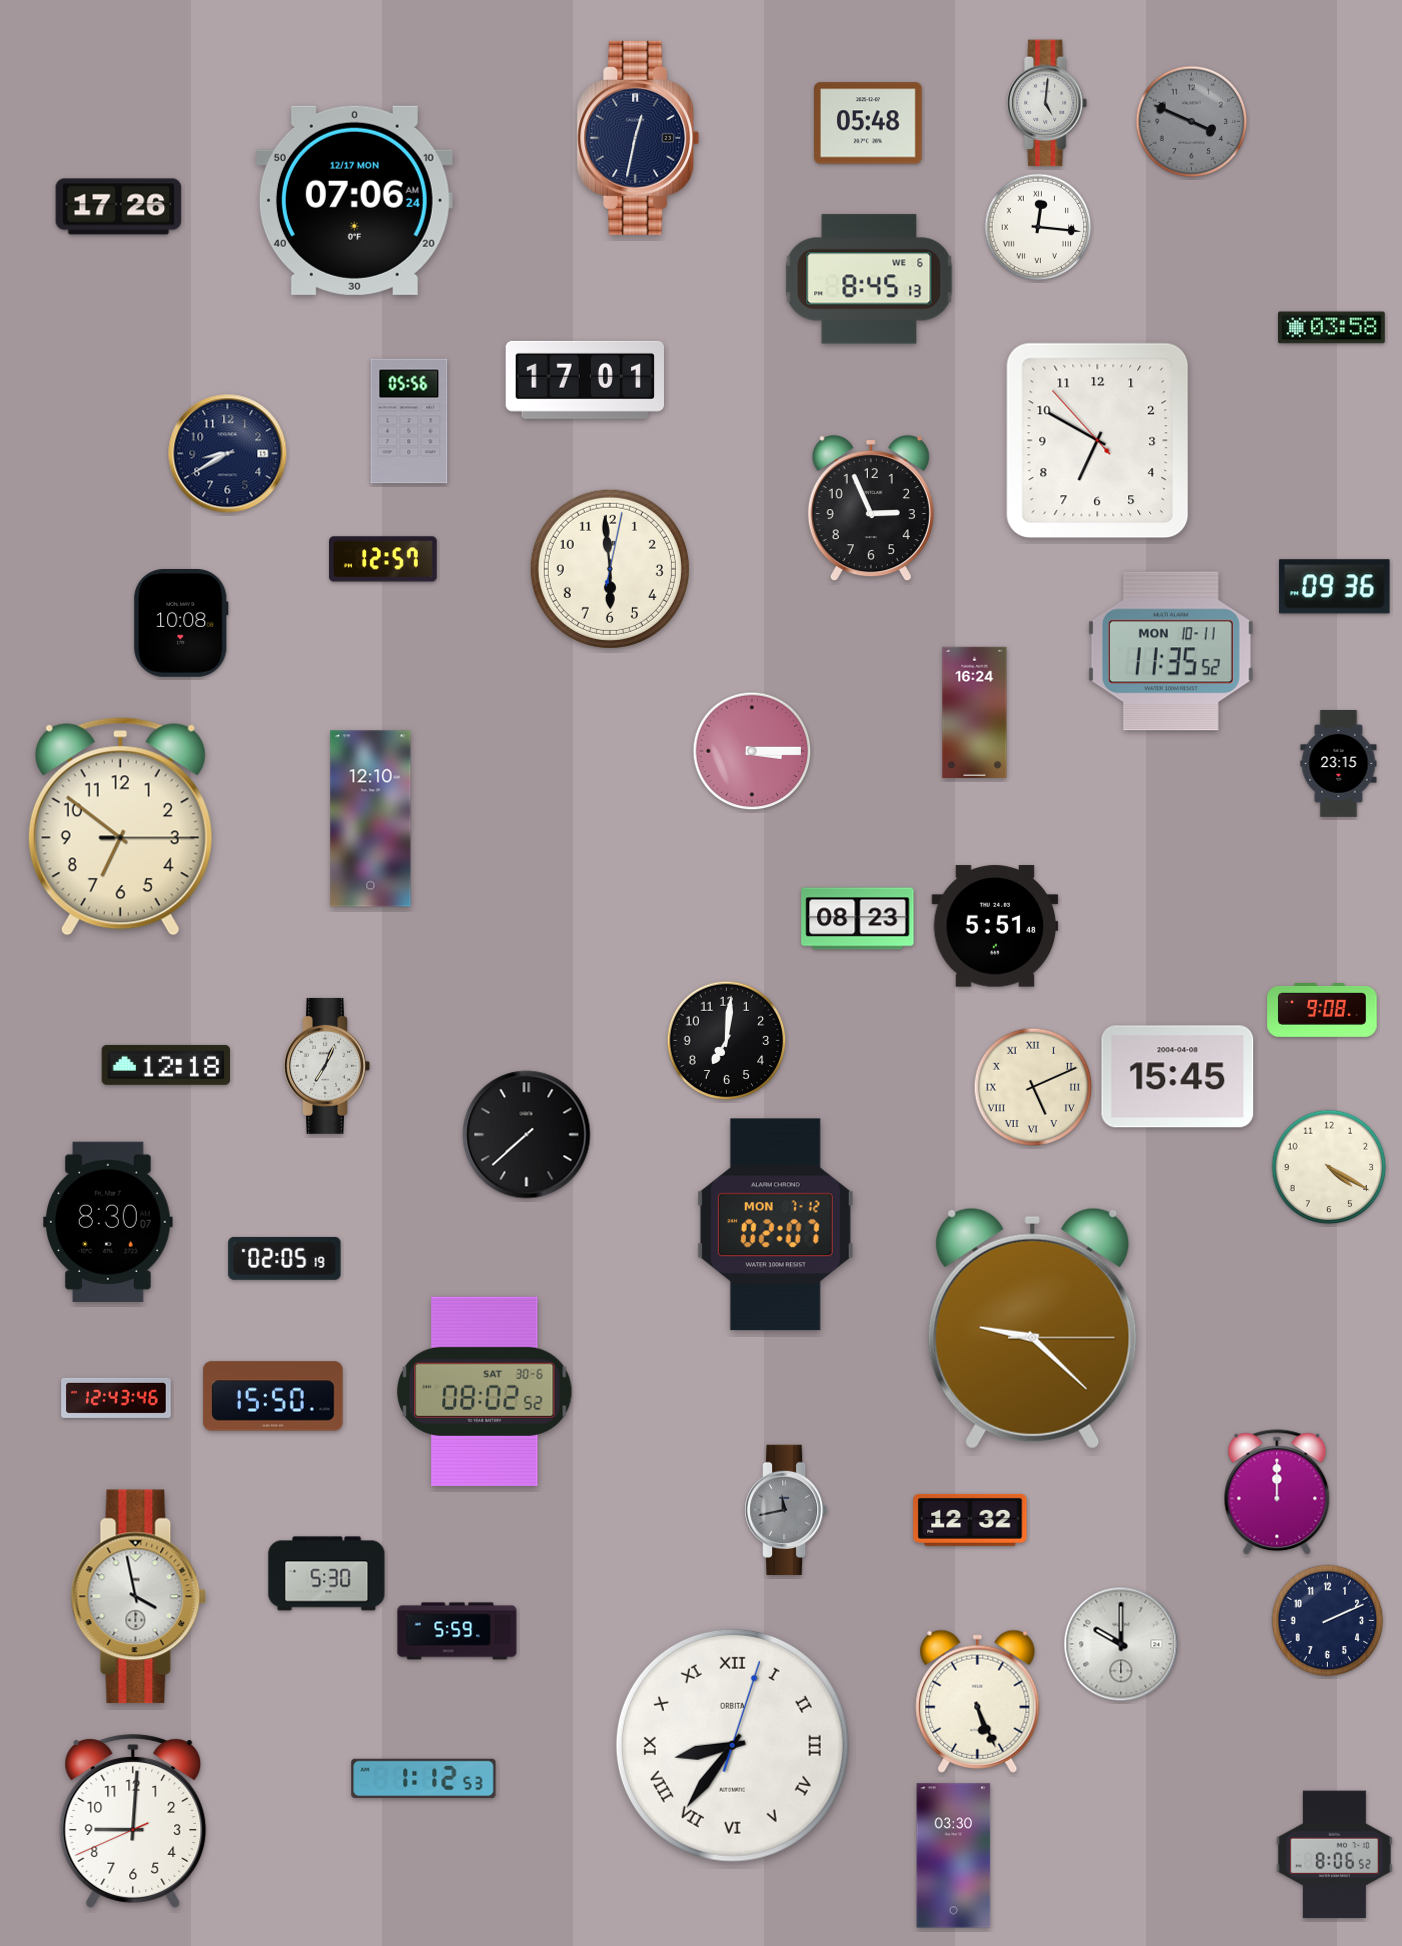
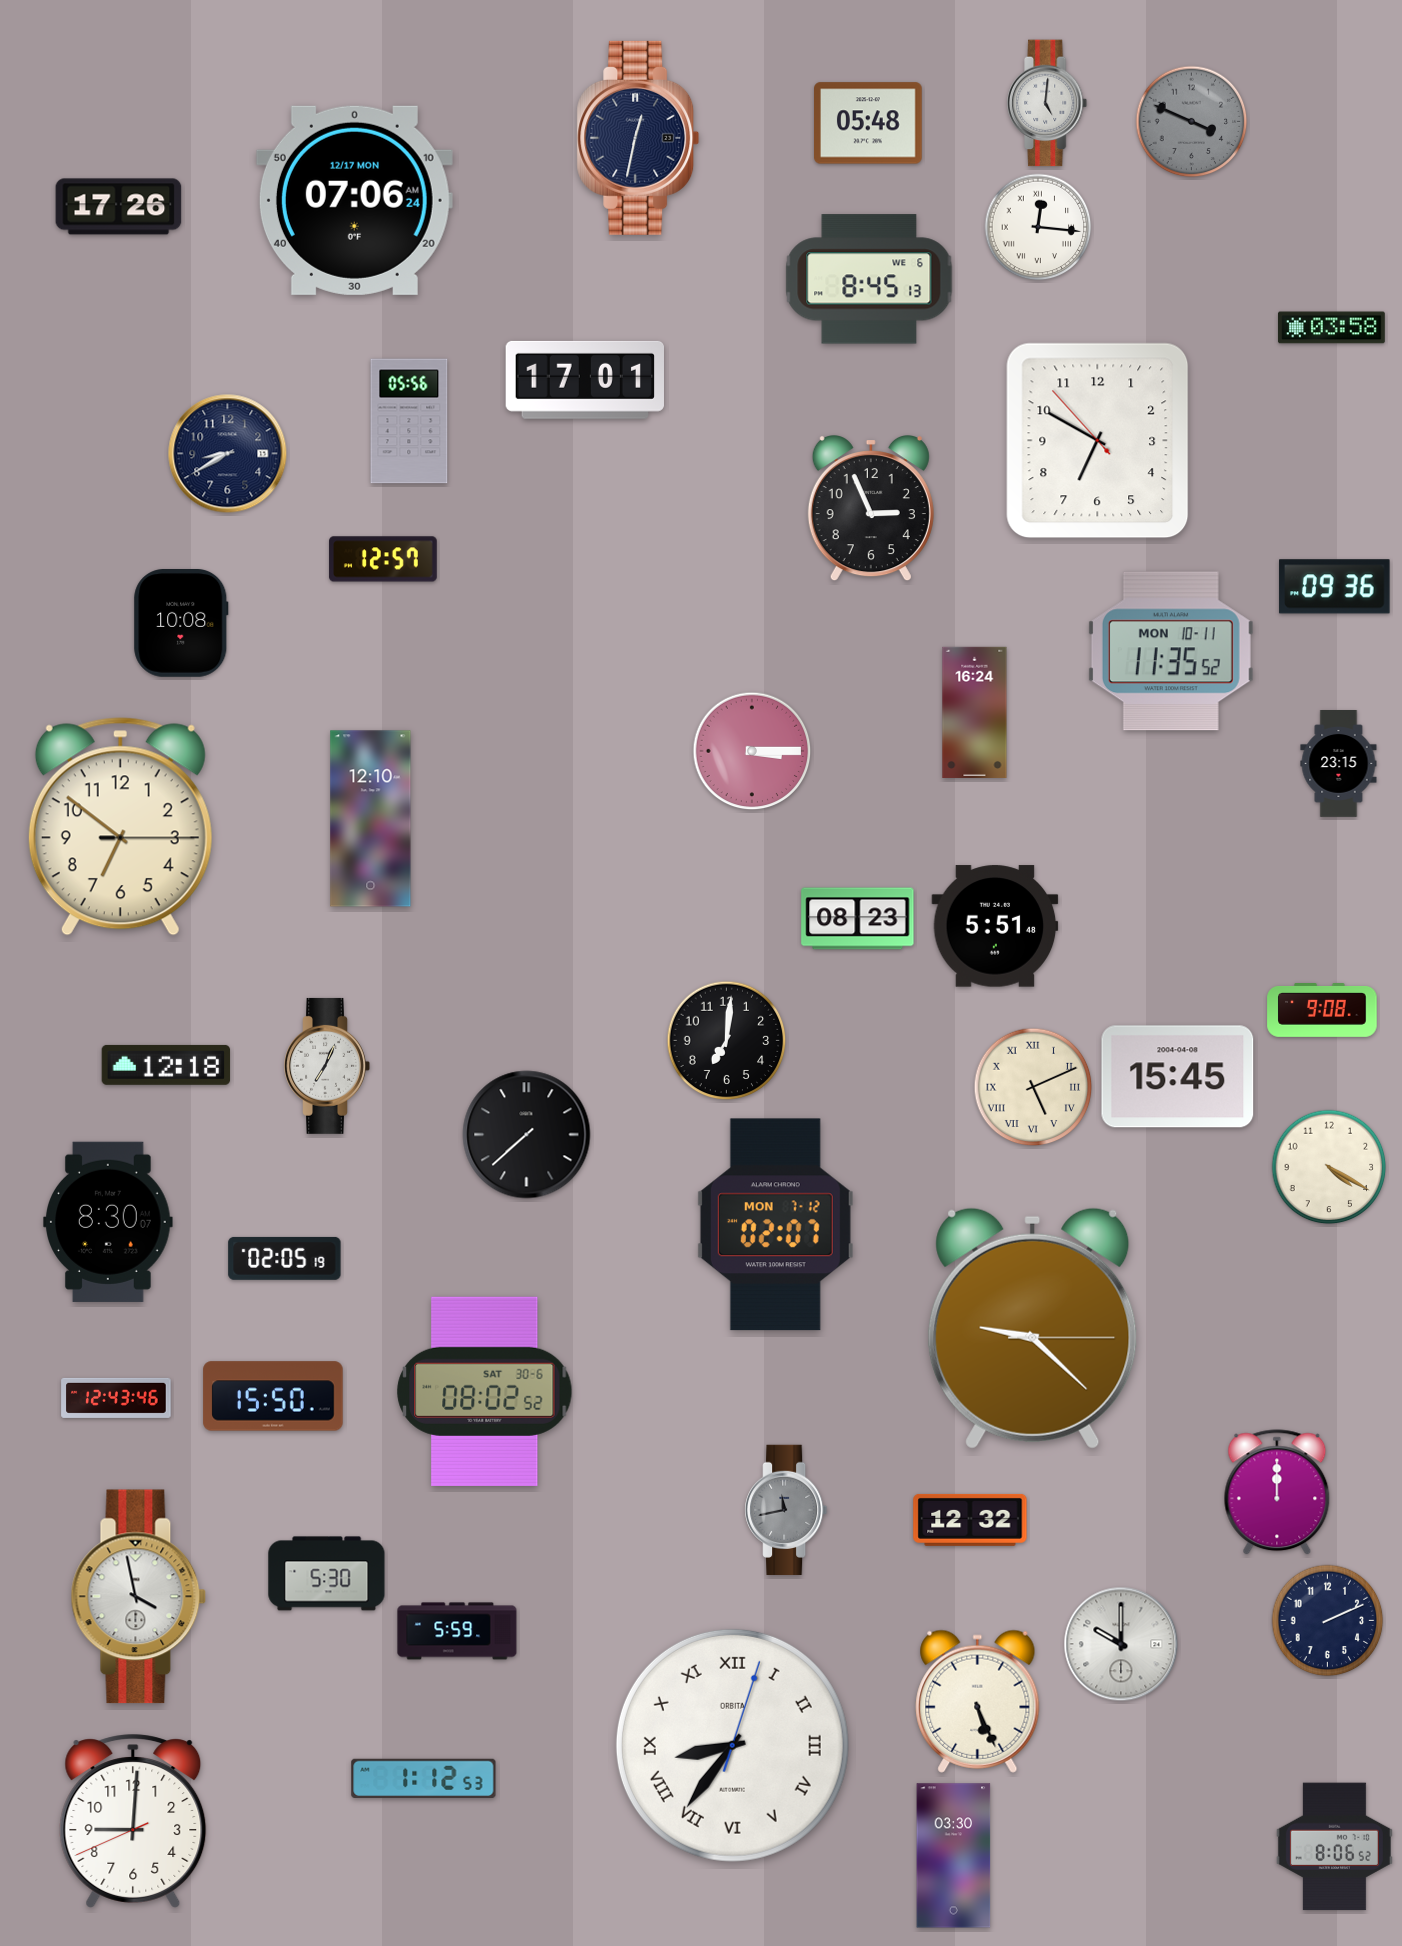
clock at (610, 569): 5:59 -> none
clock at (1334, 1855) position: (1334, 1855) -> (1334, 1847)
